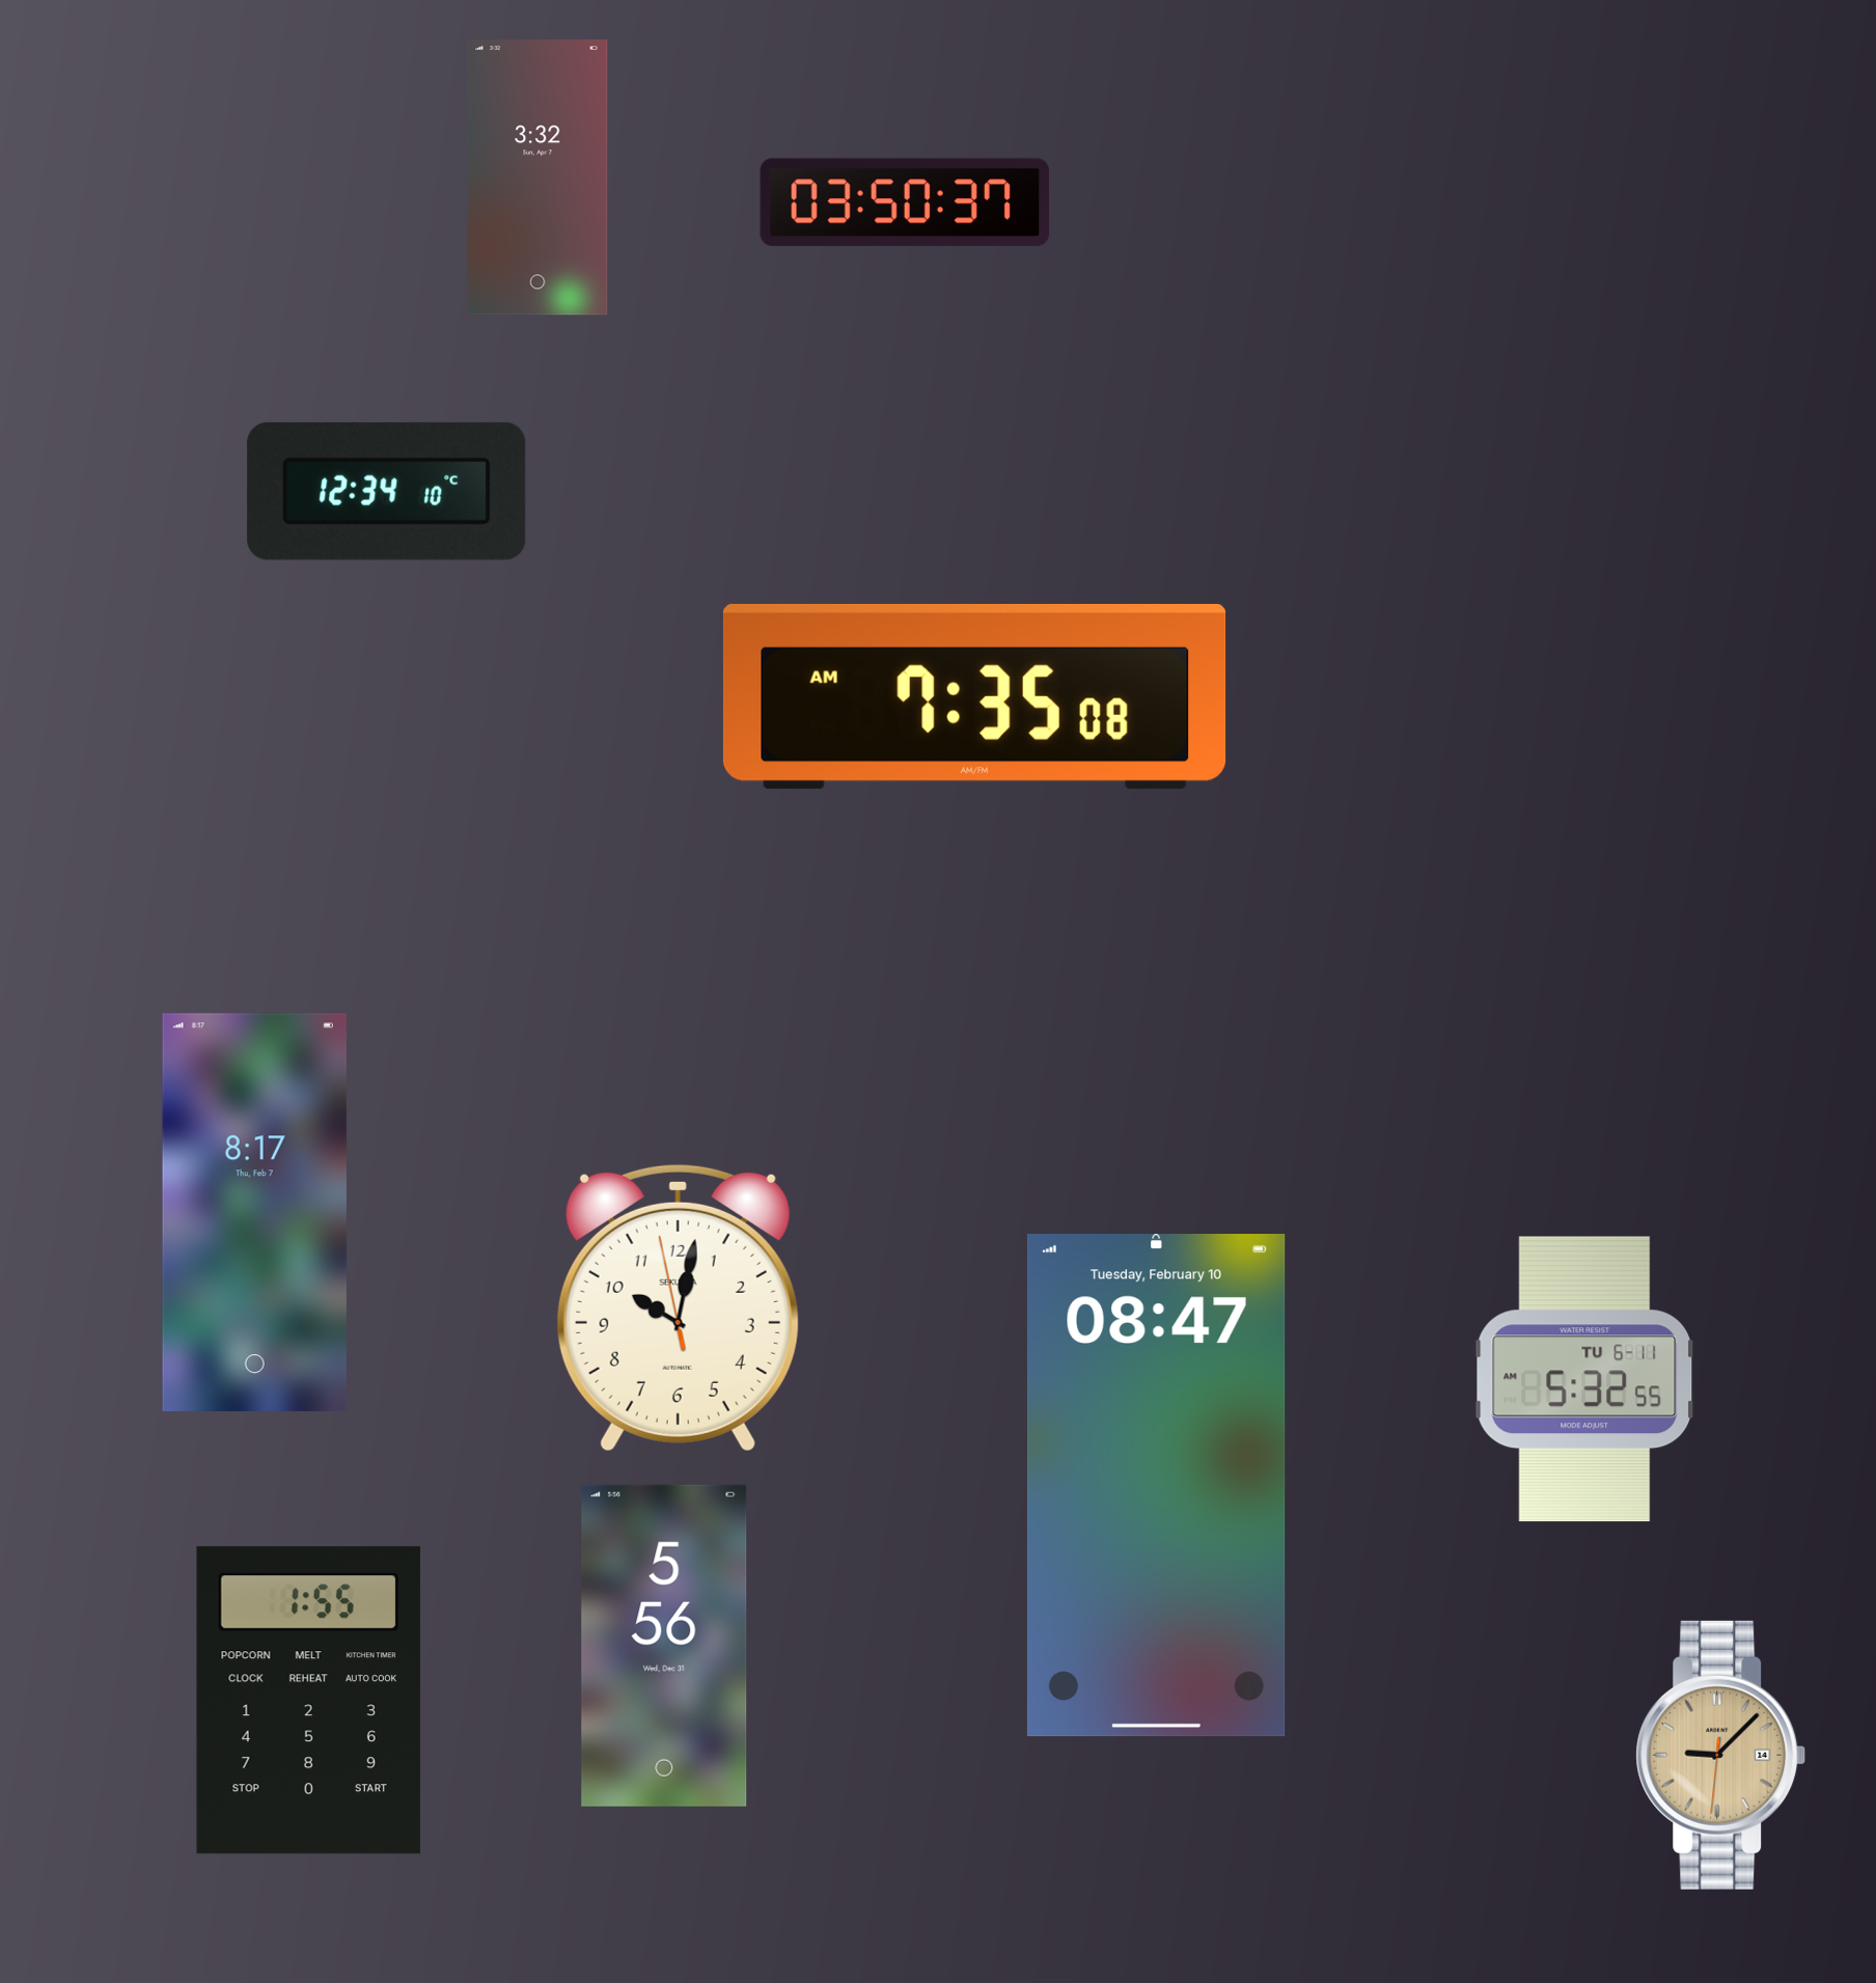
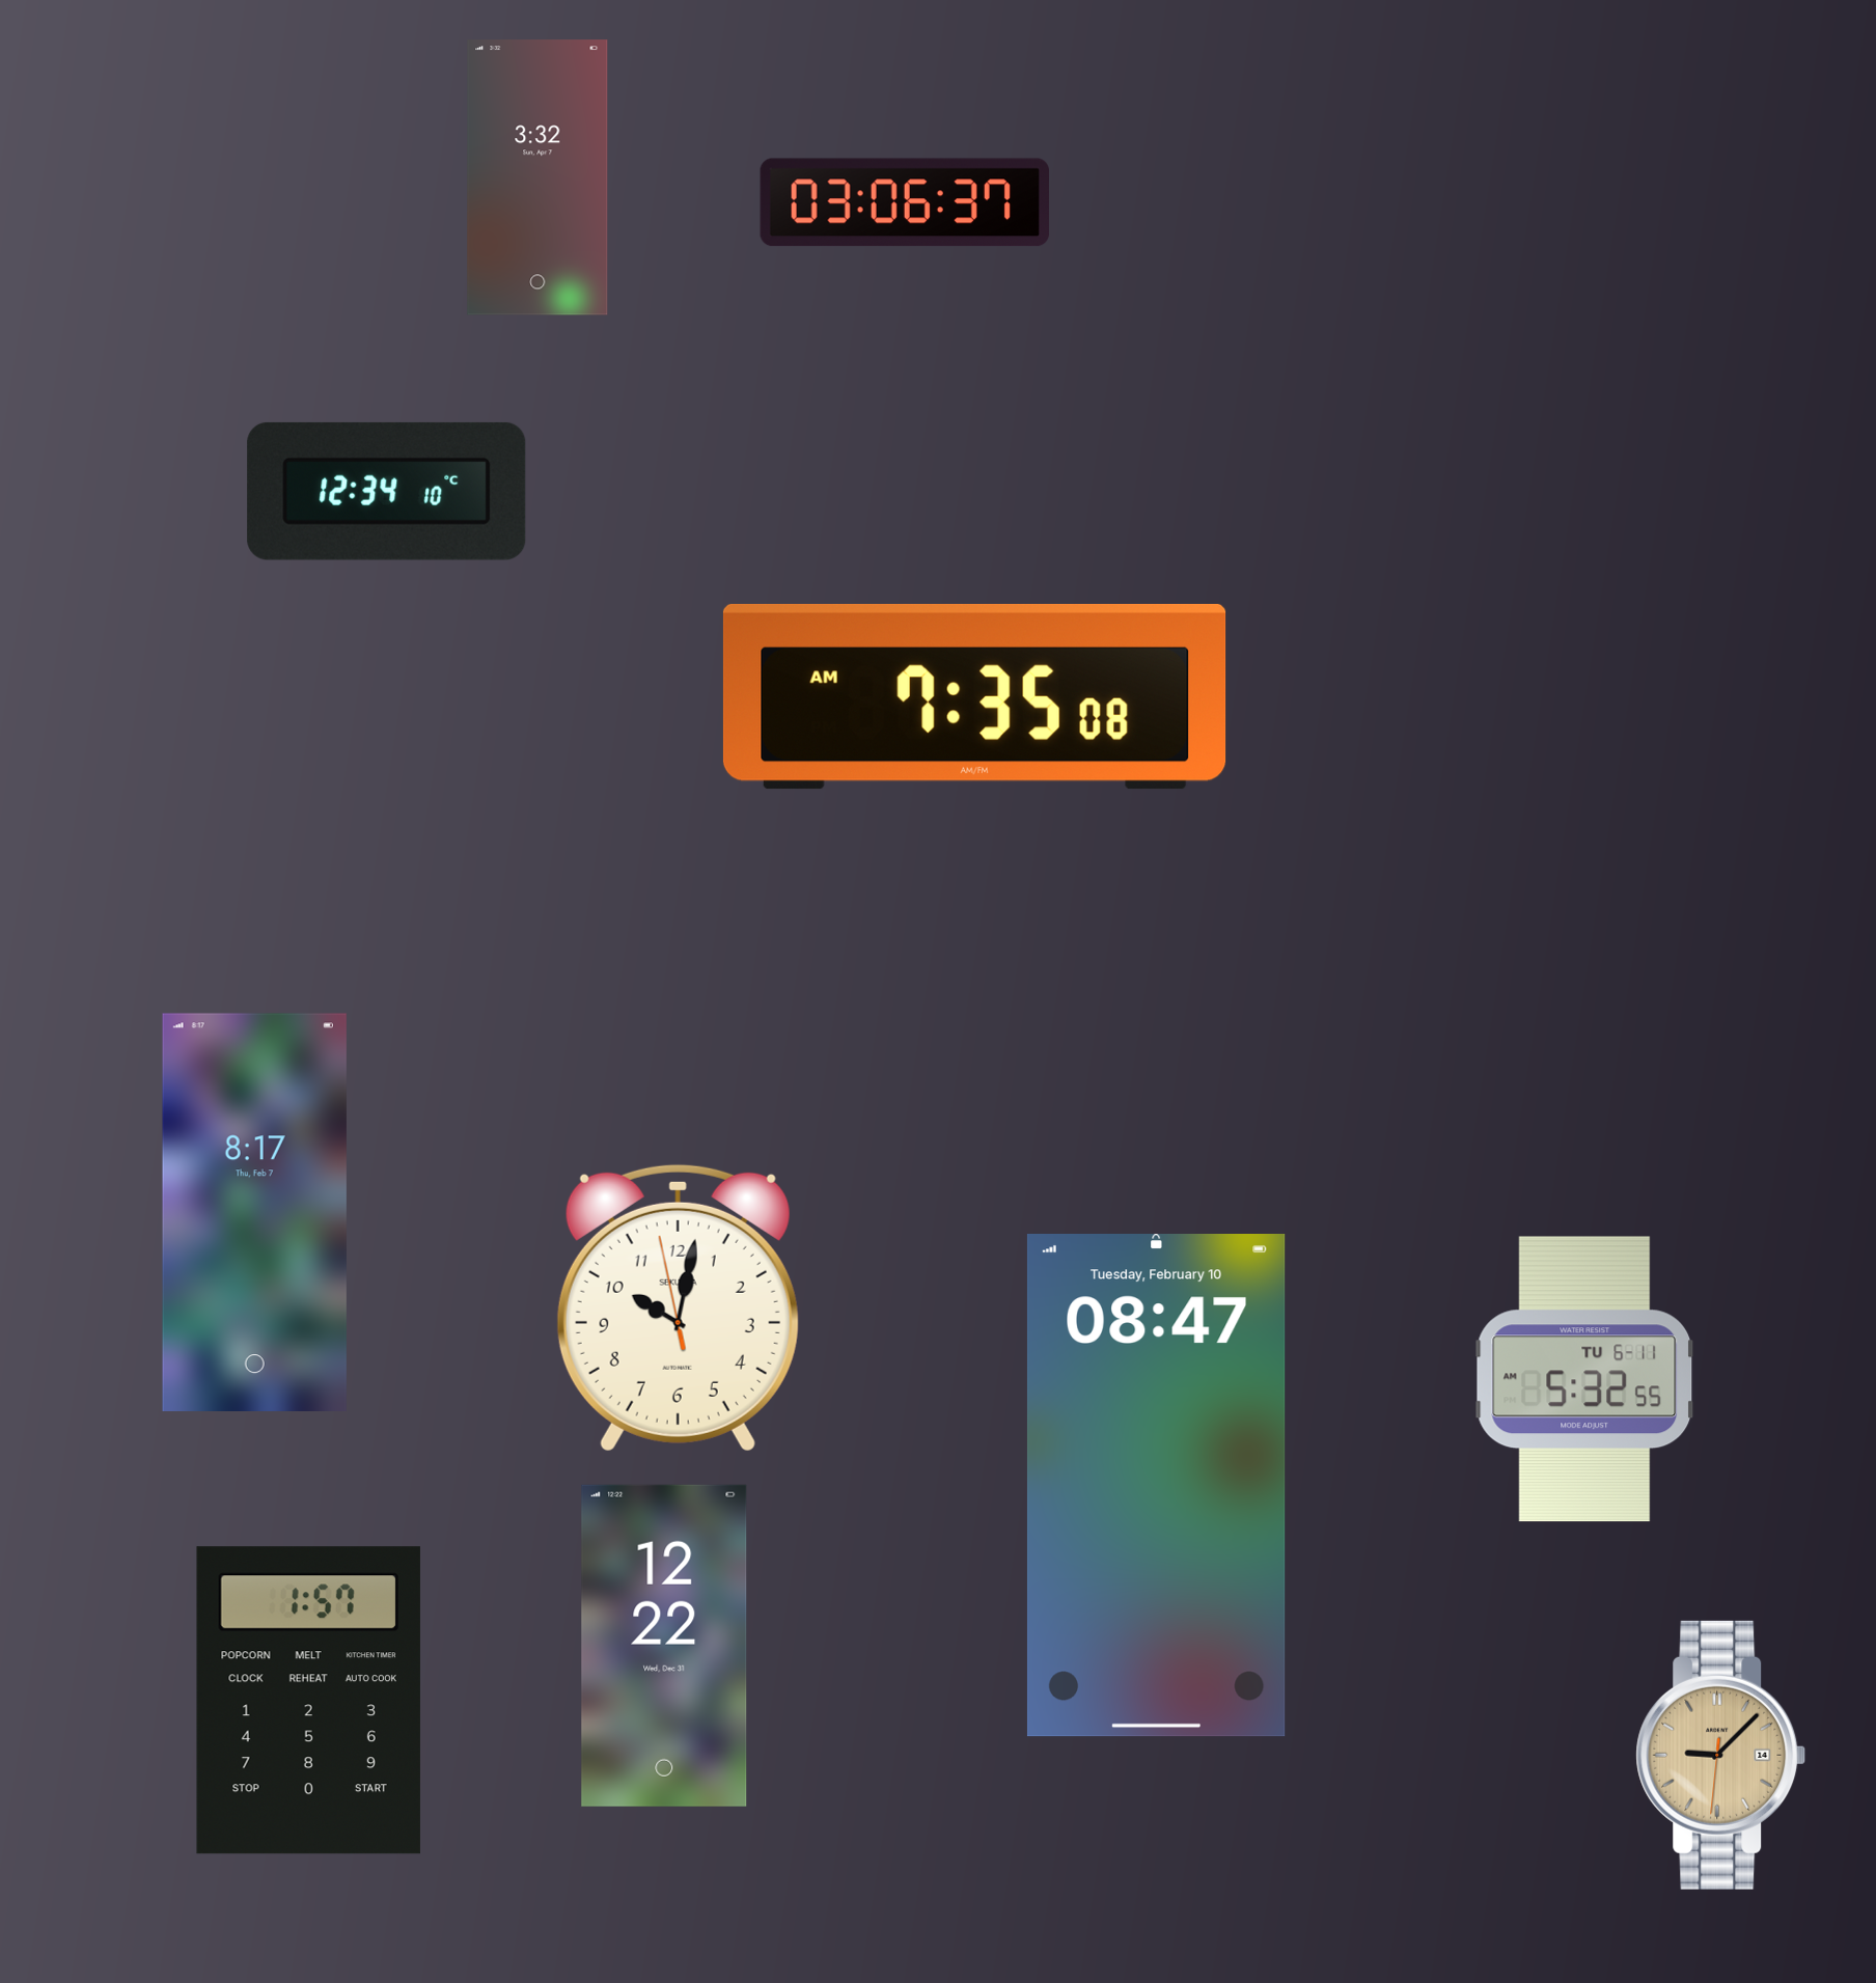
clock at (905, 202): 03:50 -> 03:06
clock at (664, 1646): 5:56 -> 12:22
clock at (308, 1701): 1:55 -> 1:57
